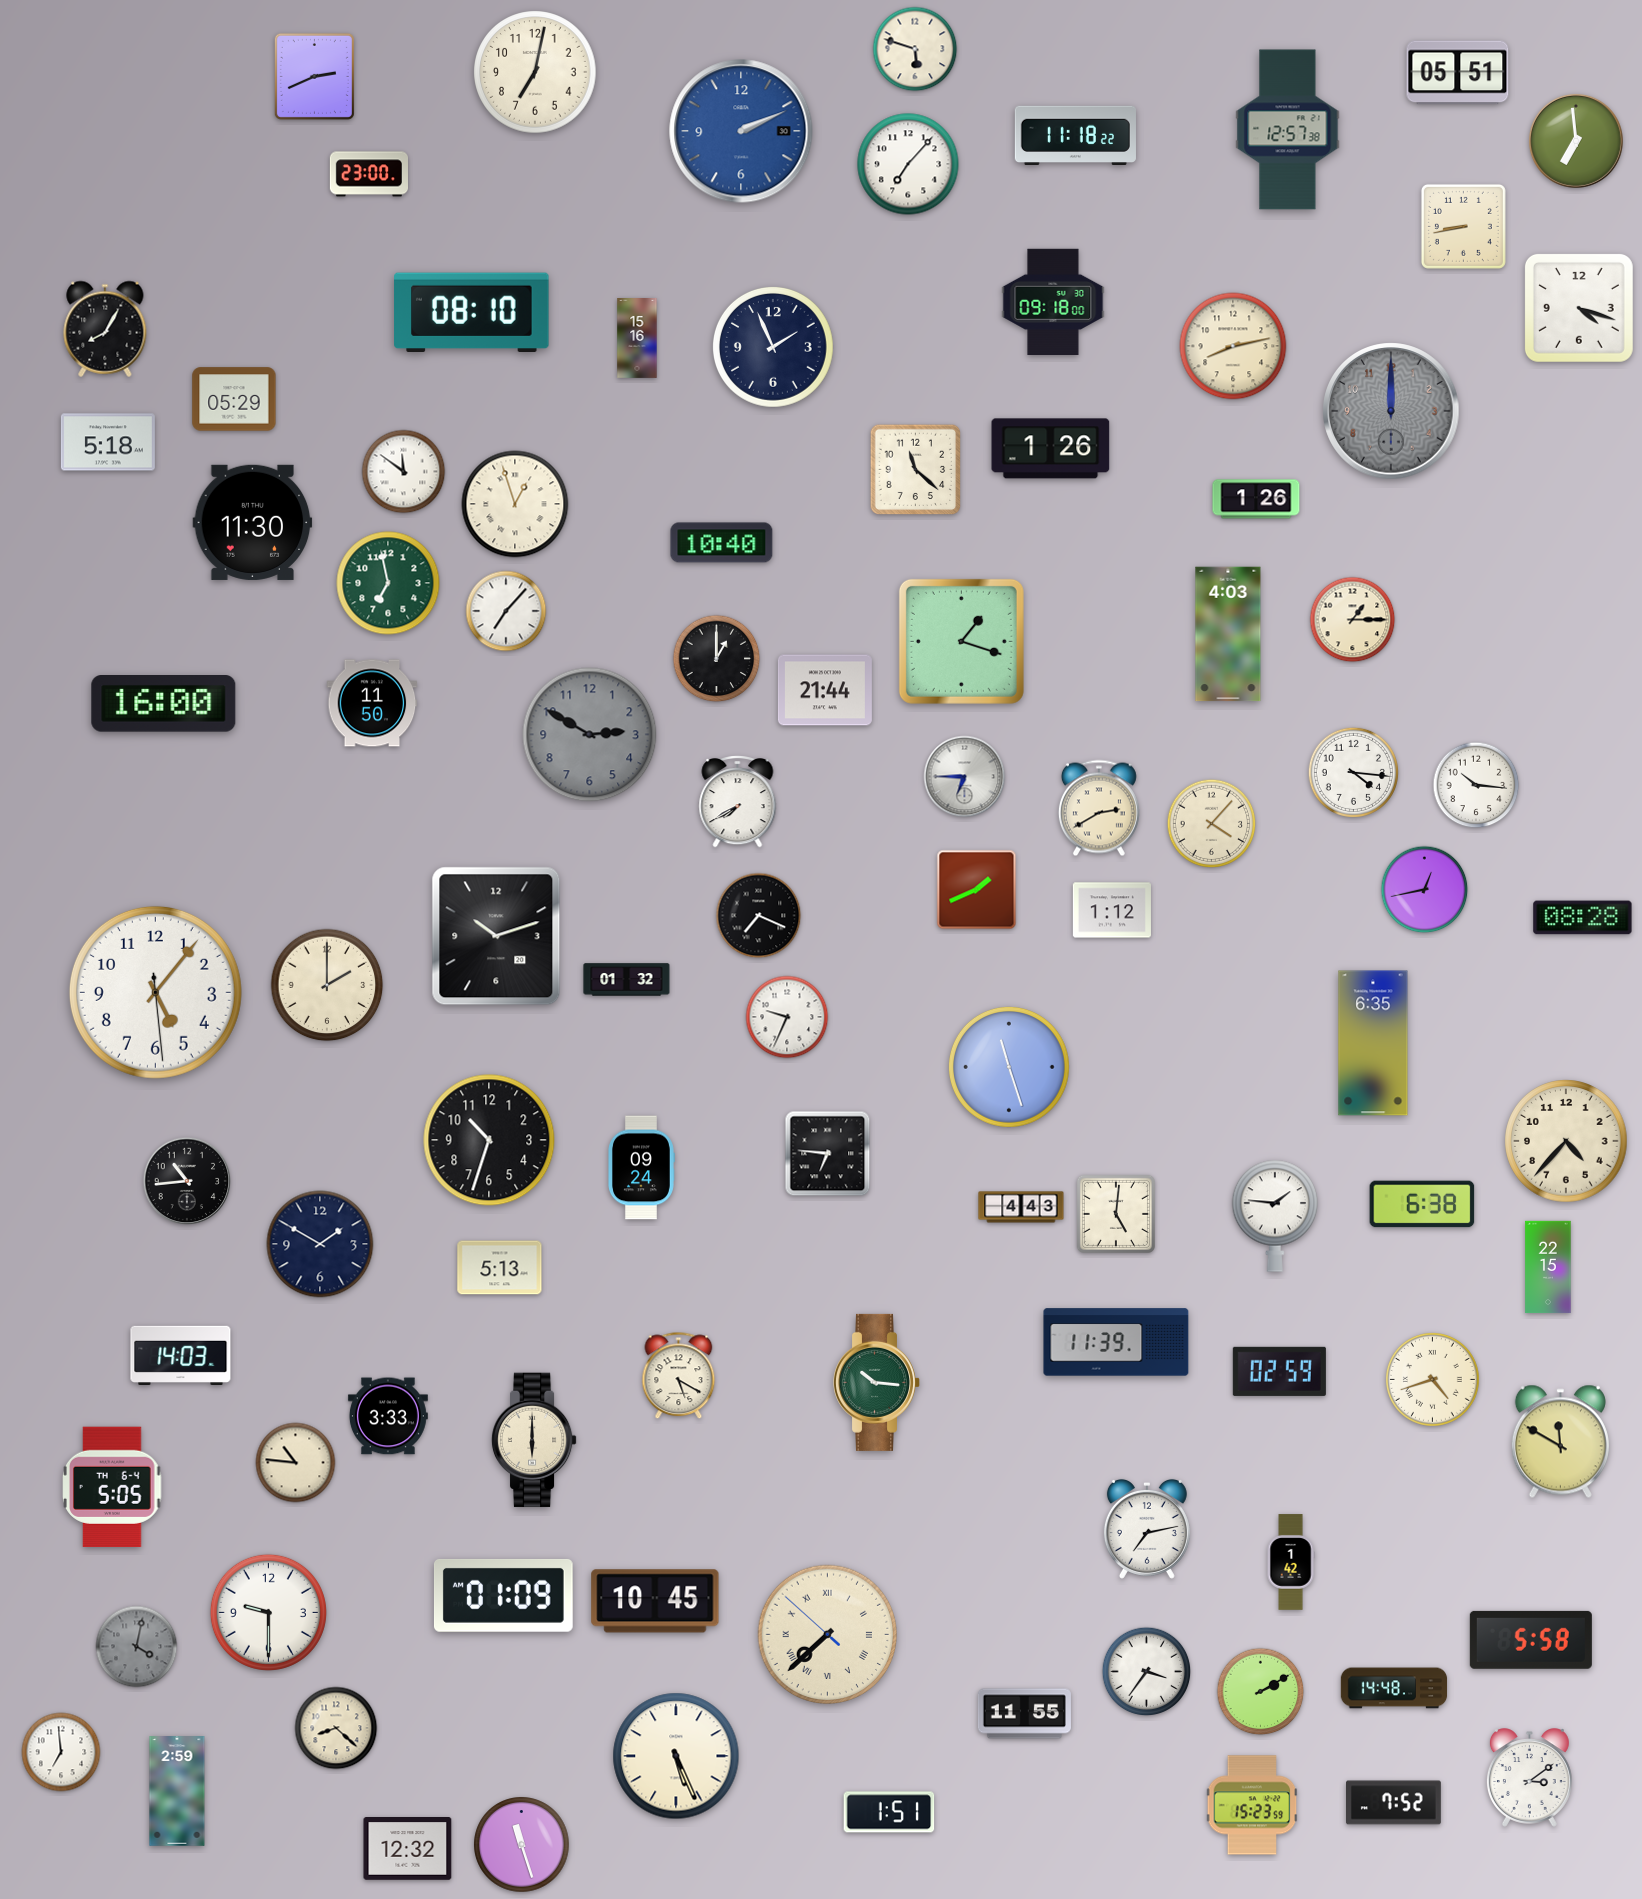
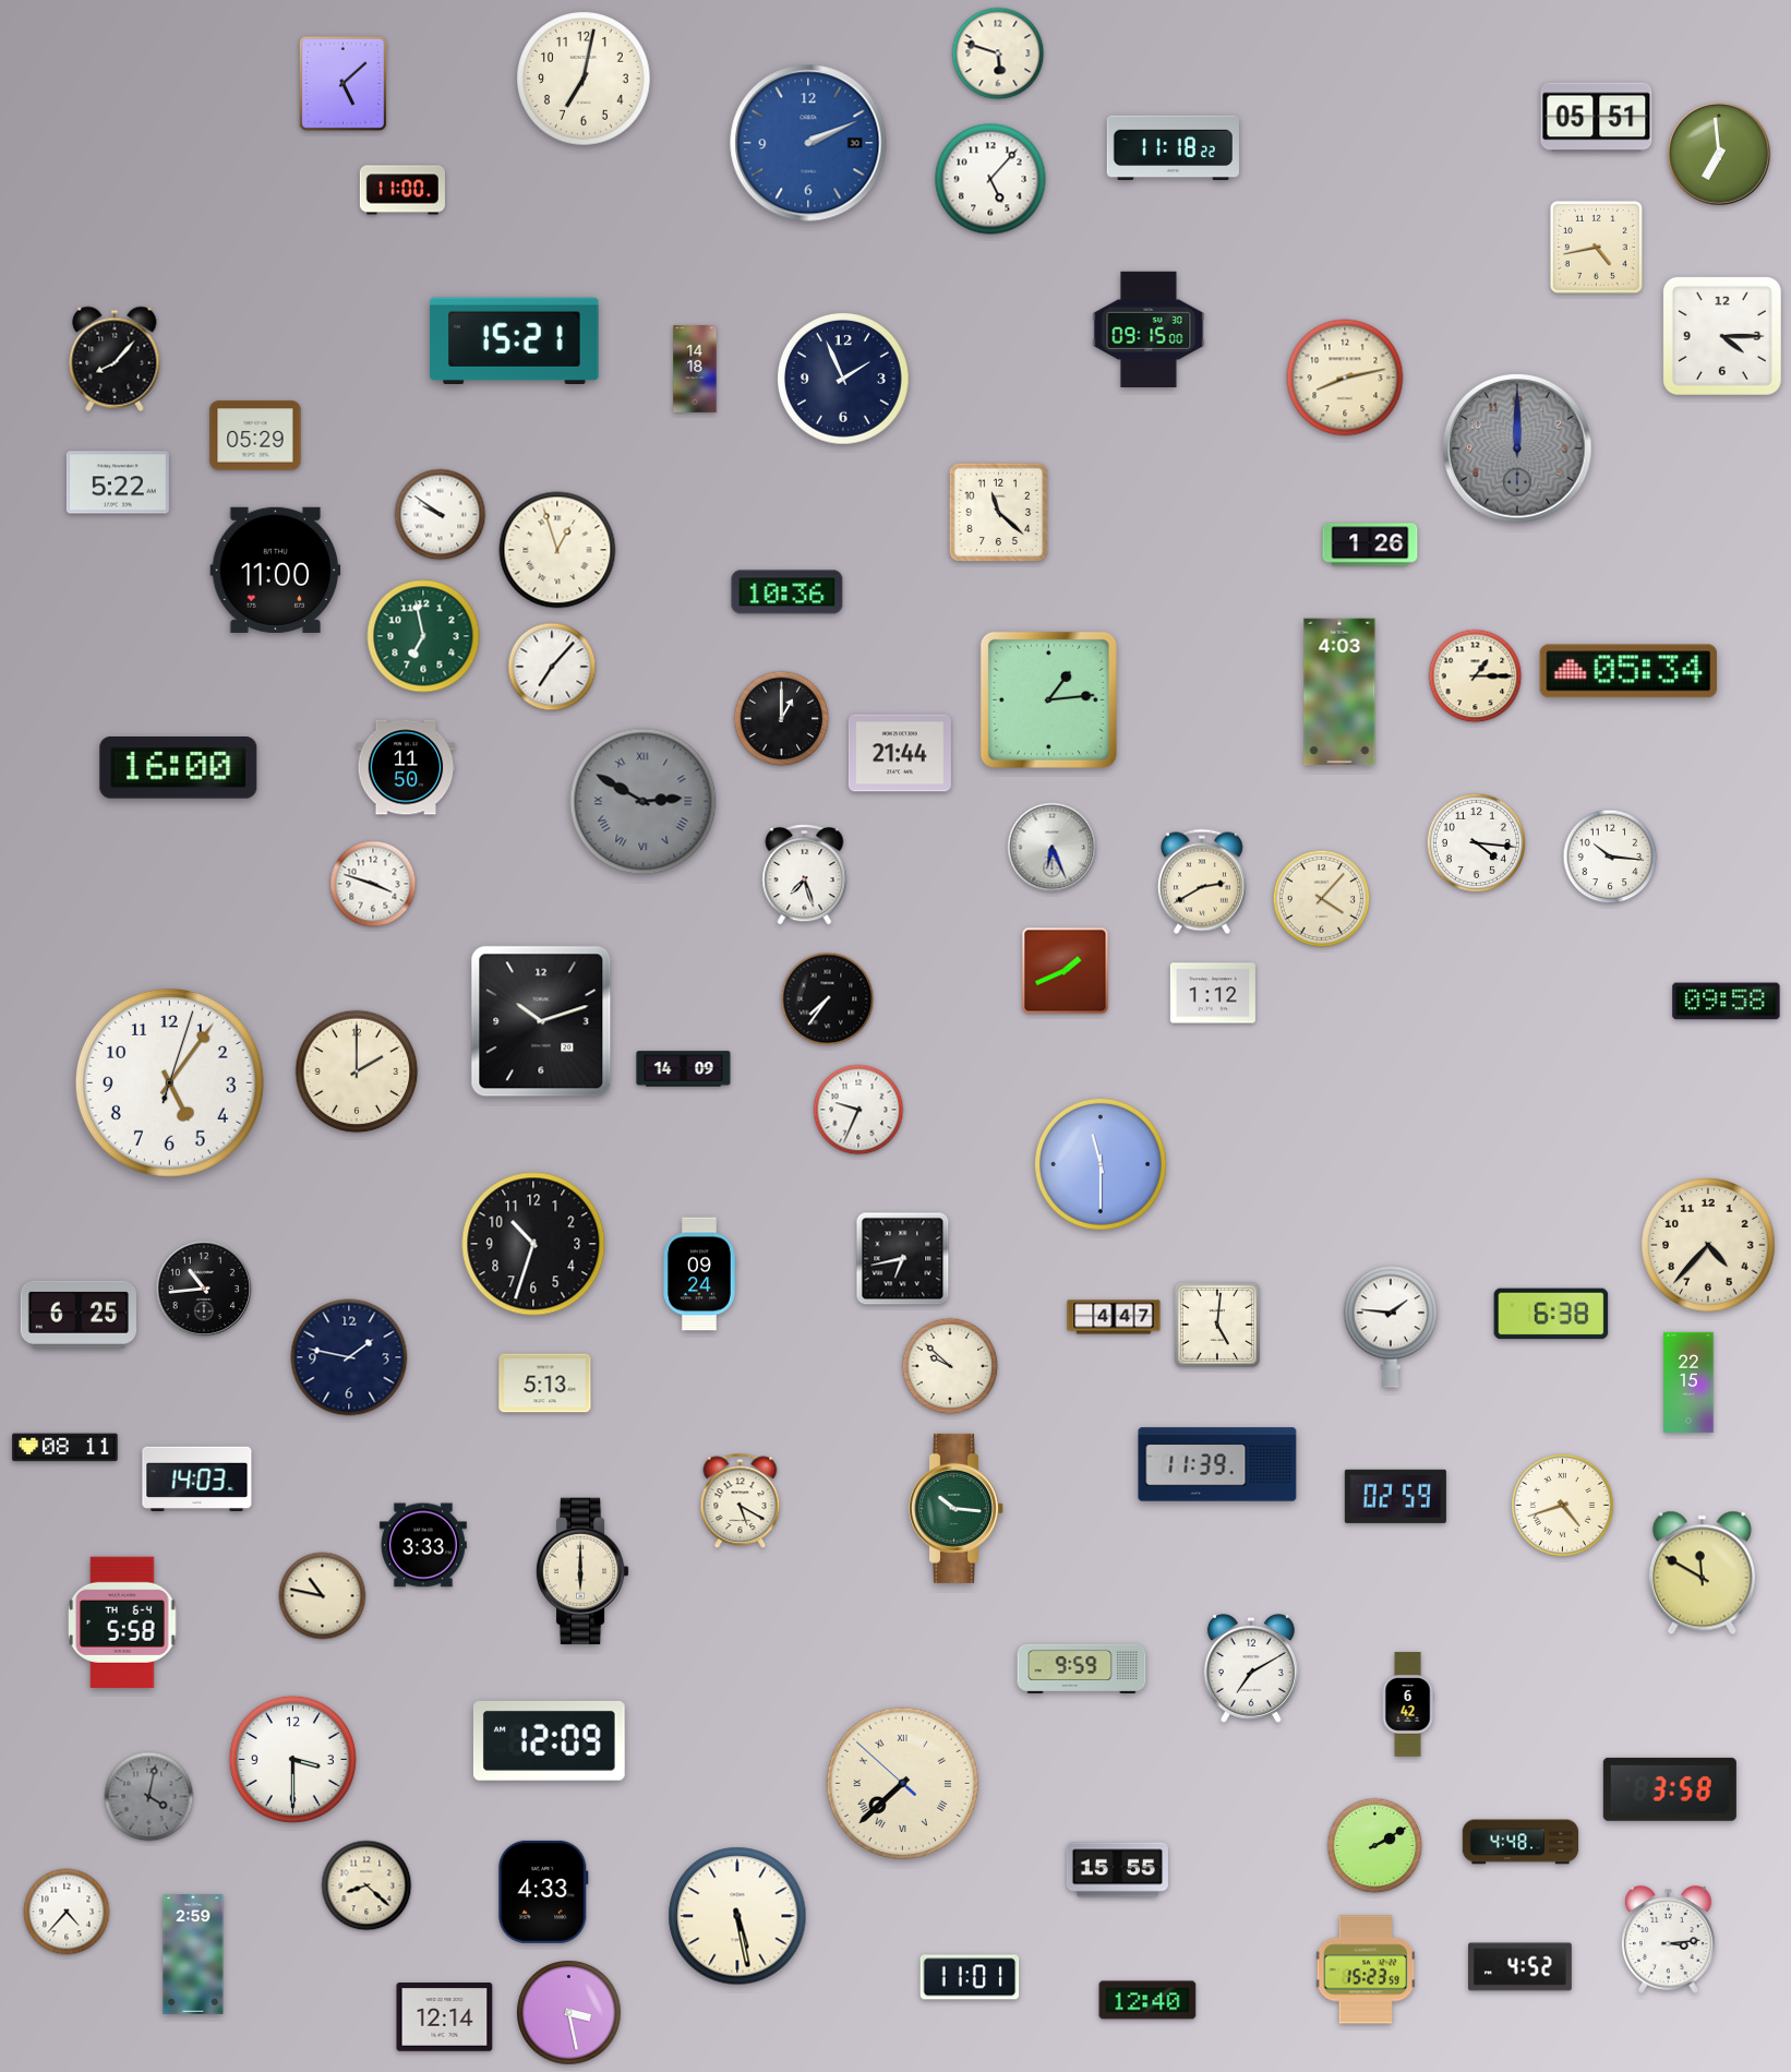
clock at (1458, 73) position: (1458, 73) -> (1597, 118)
clock at (314, 76): 2:41 -> 5:08
clock at (1288, 130): 12:57 -> none
clock at (908, 164): 7:07 -> 5:07
clock at (368, 174): 23:00 -> 11:00
clock at (1463, 226): 8:43 -> 4:43
clock at (1053, 301): 09:18 -> 09:15
clock at (1579, 308): 4:18 -> 4:15
clock at (472, 313): 08:10 -> 15:21
clock at (105, 329): 8:05 -> 8:07
clock at (637, 339): 15:16 -> 14:18
clock at (108, 442): 5:18 -> 5:22
clock at (1051, 449): 1:26 -> none
clock at (404, 472): 11:51 -> 9:51
clock at (515, 504) position: (515, 504) -> (557, 550)
clock at (253, 522): 11:30 -> 11:00
clock at (722, 543): 10:40 -> 10:36
clock at (1628, 671): none -> 05:34
clock at (961, 641): 1:18 -> 1:14
clock at (590, 735) numerals: Arabic -> Roman
clock at (965, 777): 6:45 -> 6:26
clock at (738, 802): 7:40 -> 7:27
clock at (1099, 808) position: (1099, 808) -> (1202, 882)
clock at (373, 884): none -> 3:48
clock at (1425, 890): 12:43 -> none
clock at (759, 916): 7:19 -> 7:36
clock at (1583, 918): 08:28 -> 09:58
clock at (627, 980): 01:32 -> 14:09
clock at (327, 985) position: (327, 985) -> (357, 1071)
clock at (155, 992): 5:06:29 -> 5:06:03
clock at (1373, 1043): 6:35 -> none
clock at (1010, 1068): 11:27 -> 11:30
clock at (828, 1154): 6:46 -> 6:43
clock at (79, 1315): none -> 6:25
clock at (1021, 1207): 4:43 -> 4:47
clock at (320, 1244): 1:50 -> 1:47
clock at (950, 1366): none -> 9:52
clock at (65, 1448): none -> 08:11
clock at (296, 1463): 10:46 -> 10:47
clock at (112, 1487): 5:05 -> 5:58
clock at (1082, 1668): none -> 9:59
clock at (1147, 1529): 7:13 -> 7:10
clock at (1291, 1562): 1:42 -> 6:42
clock at (503, 1595): 01:09 -> 12:09
clock at (655, 1601): 10:45 -> none
clock at (268, 1612): 9:30 -> 3:30
clock at (1531, 1640): 5:58 -> 3:58
clock at (1147, 1672): 3:36 -> none
clock at (1394, 1688): 14:48 -> 4:48
clock at (1024, 1714): 11:55 -> 15:55
clock at (543, 1892): none -> 4:33
clock at (61, 1752): 6:59 -> 4:37
clock at (676, 1756): 5:26 -> 5:28
clock at (1529, 1778): 3:09 -> 3:14
clock at (1394, 1803): 7:52 -> 4:52
clock at (889, 1812): 1:51 -> 11:01
clock at (1147, 2000): none -> 12:40
clock at (522, 1845): 11:27 -> 3:28
clock at (408, 1849): 12:32 -> 12:14
